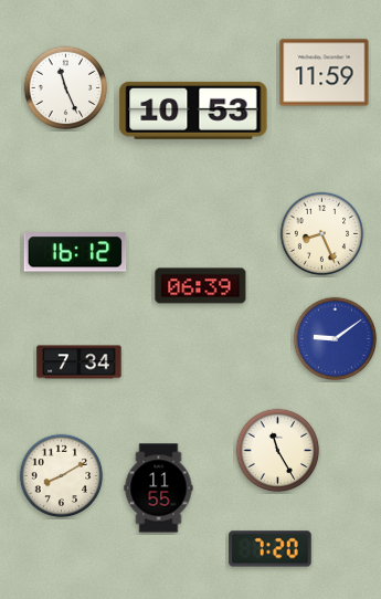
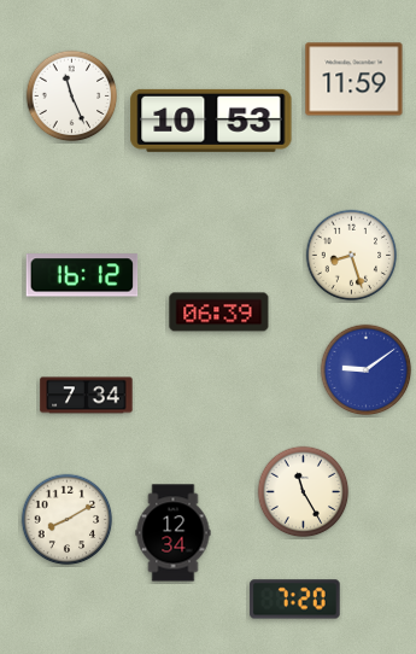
clock at (322, 234): 8:26 -> 8:27
clock at (159, 488): 11:55 -> 12:34
